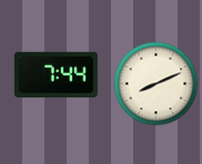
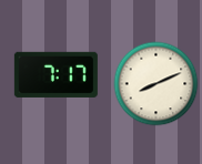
clock at (55, 74): 7:44 -> 7:17
